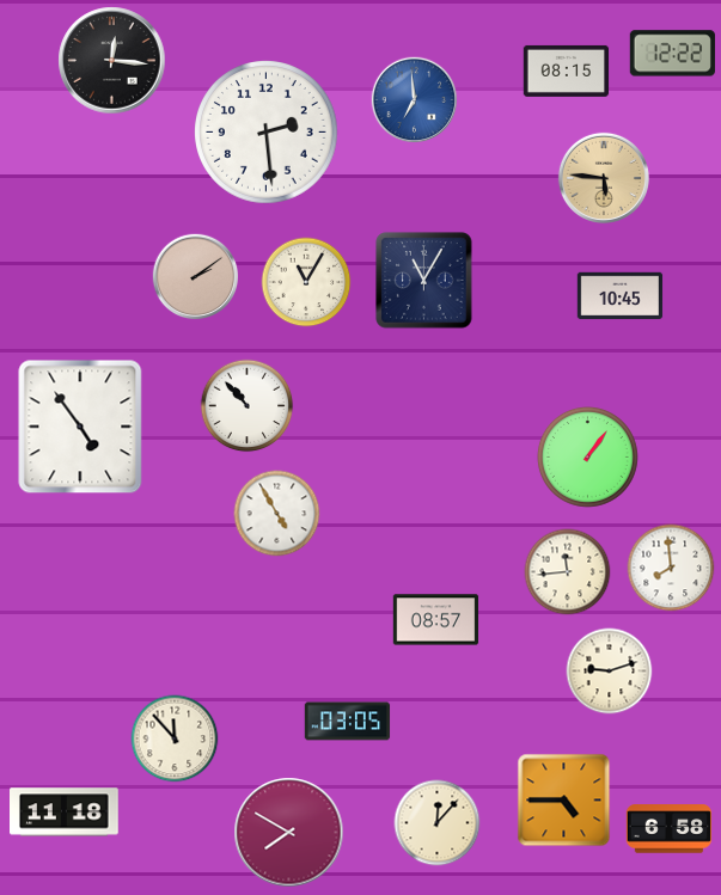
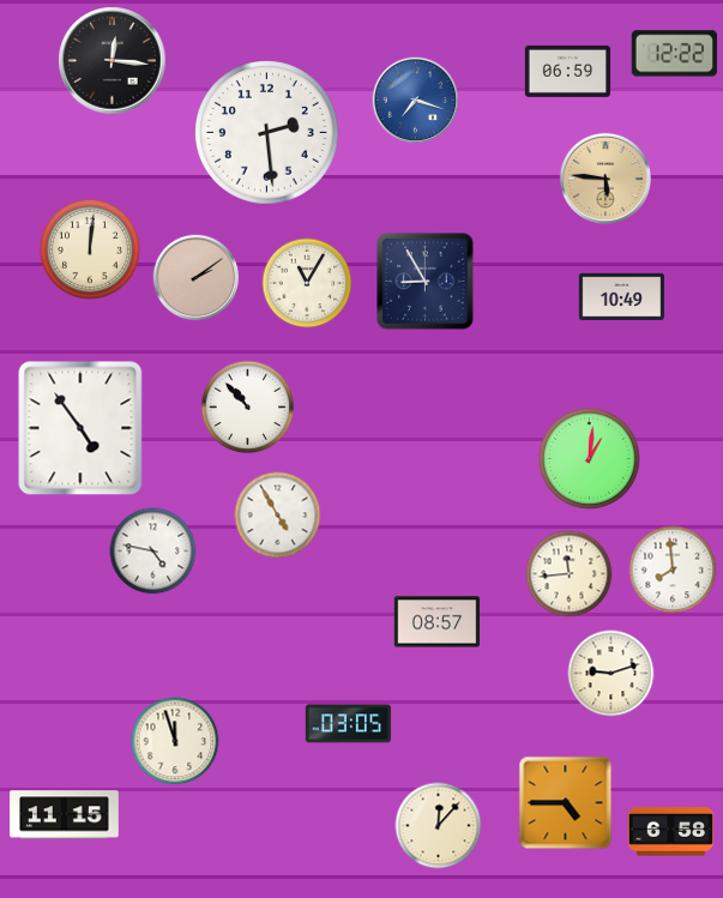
clock at (567, 71): 08:15 -> 06:59
clock at (415, 100): 6:59 -> 7:18
clock at (90, 249): none -> 12:01
clock at (424, 281): 11:05 -> 8:55
clock at (621, 296): 10:45 -> 10:49
clock at (587, 456): 1:06 -> 1:01
clock at (153, 552): none -> 4:47
clock at (175, 738): 11:53 -> 11:57
clock at (65, 813): 11:18 -> 11:15
clock at (289, 833): 7:50 -> none
